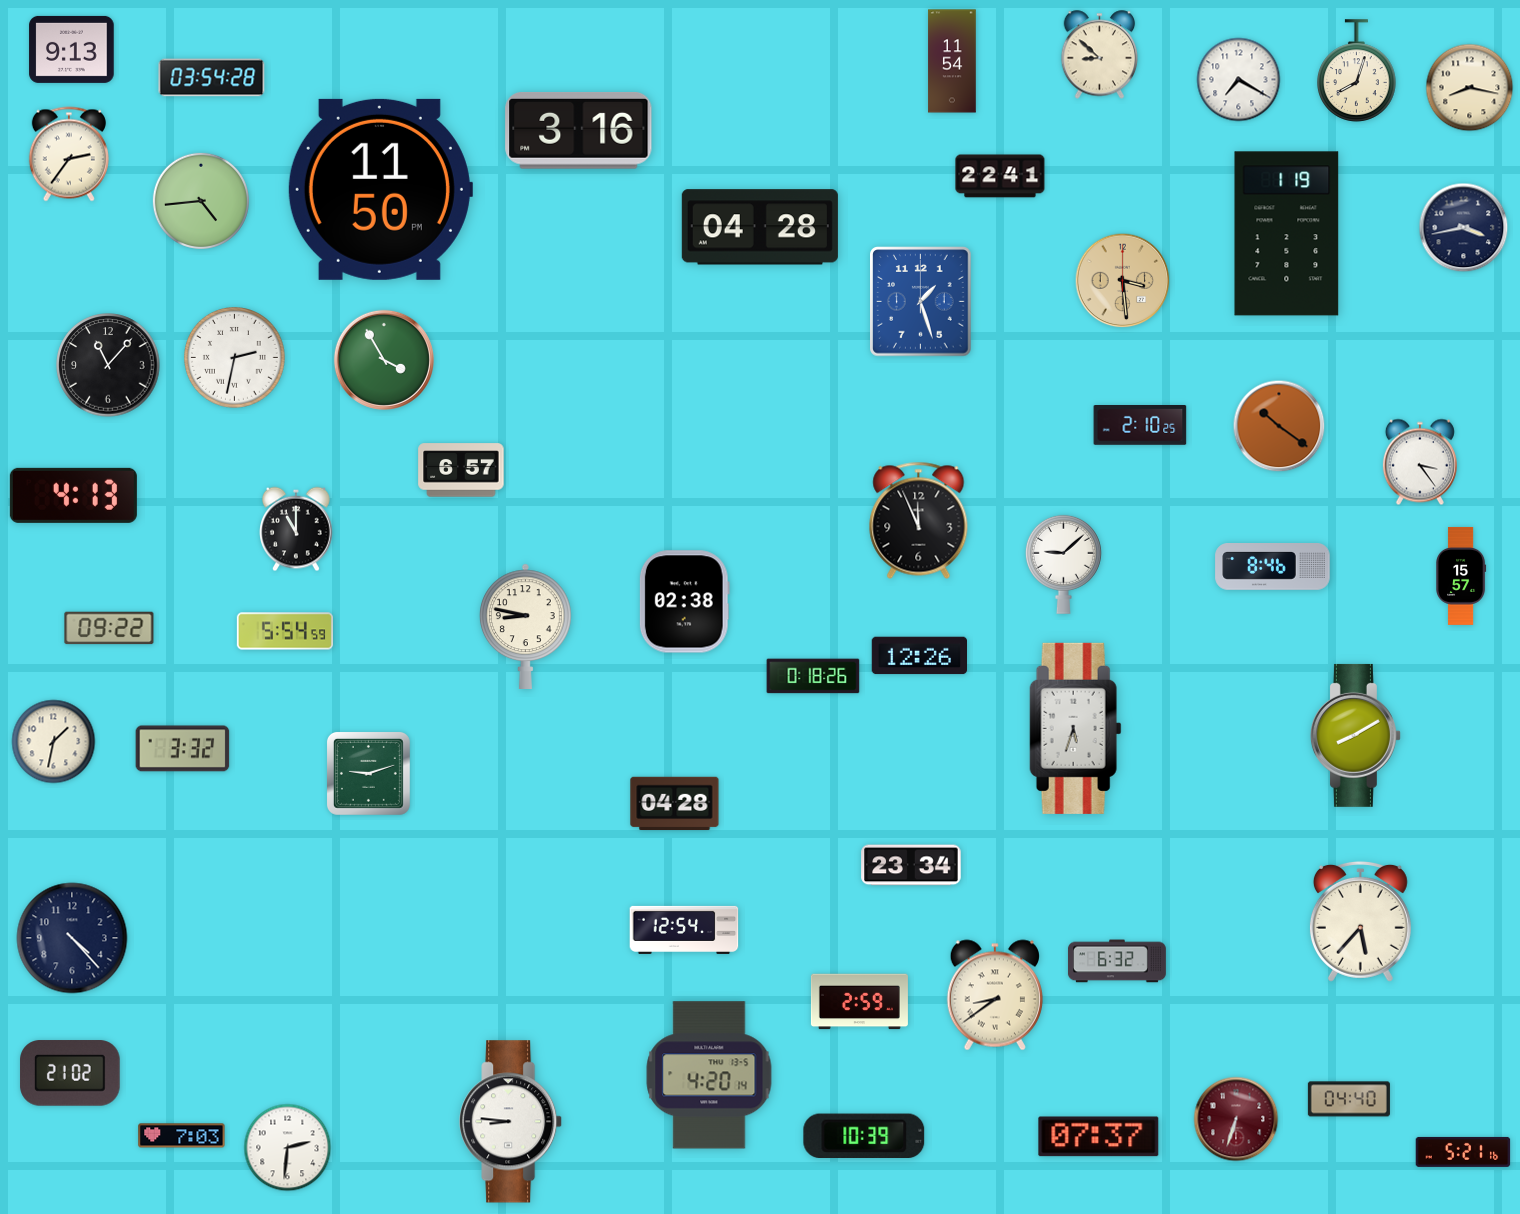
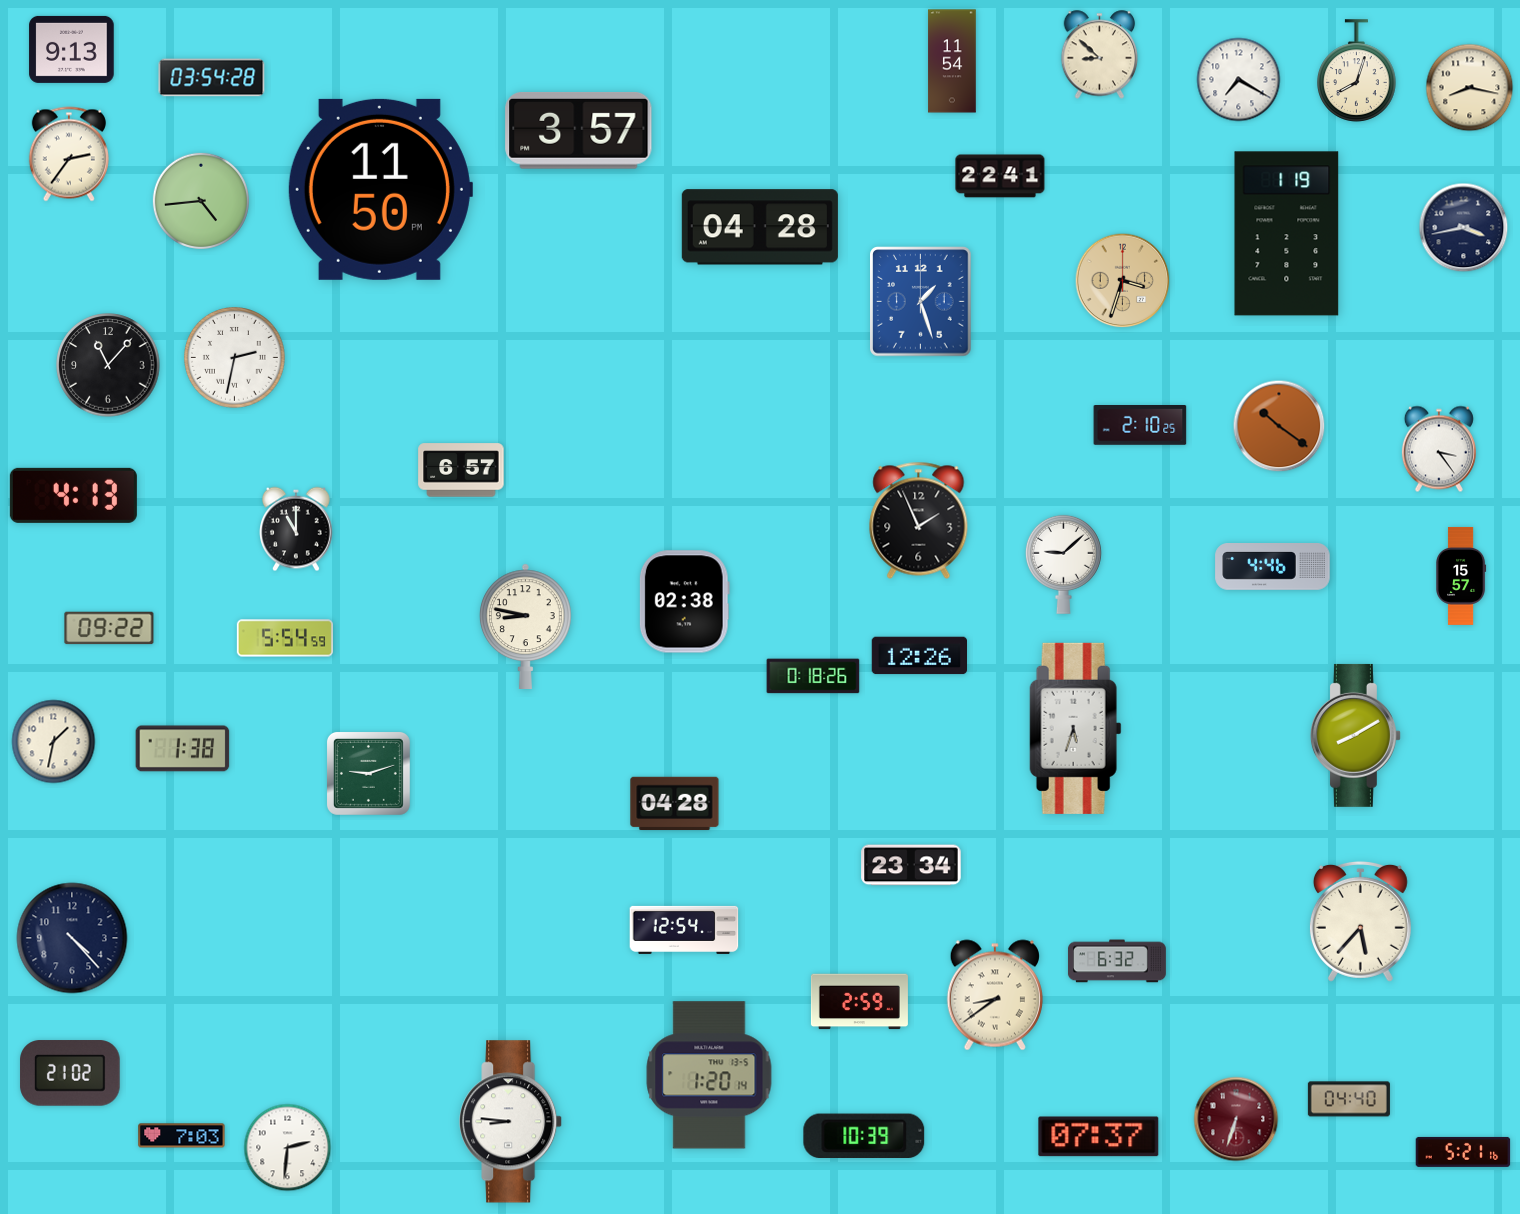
clock at (579, 131): 3:16 -> 3:57
clock at (1123, 281): 3:29 -> 3:33
clock at (384, 360): 3:55 -> none
clock at (1420, 462) position: (1420, 462) -> (1439, 449)
clock at (919, 520): 11:56 -> 1:56
clock at (1273, 567): 8:46 -> 4:46
clock at (285, 631) position: (285, 631) -> (285, 638)
clock at (183, 749): 3:32 -> 1:38
clock at (709, 1075): 4:20 -> 1:20
